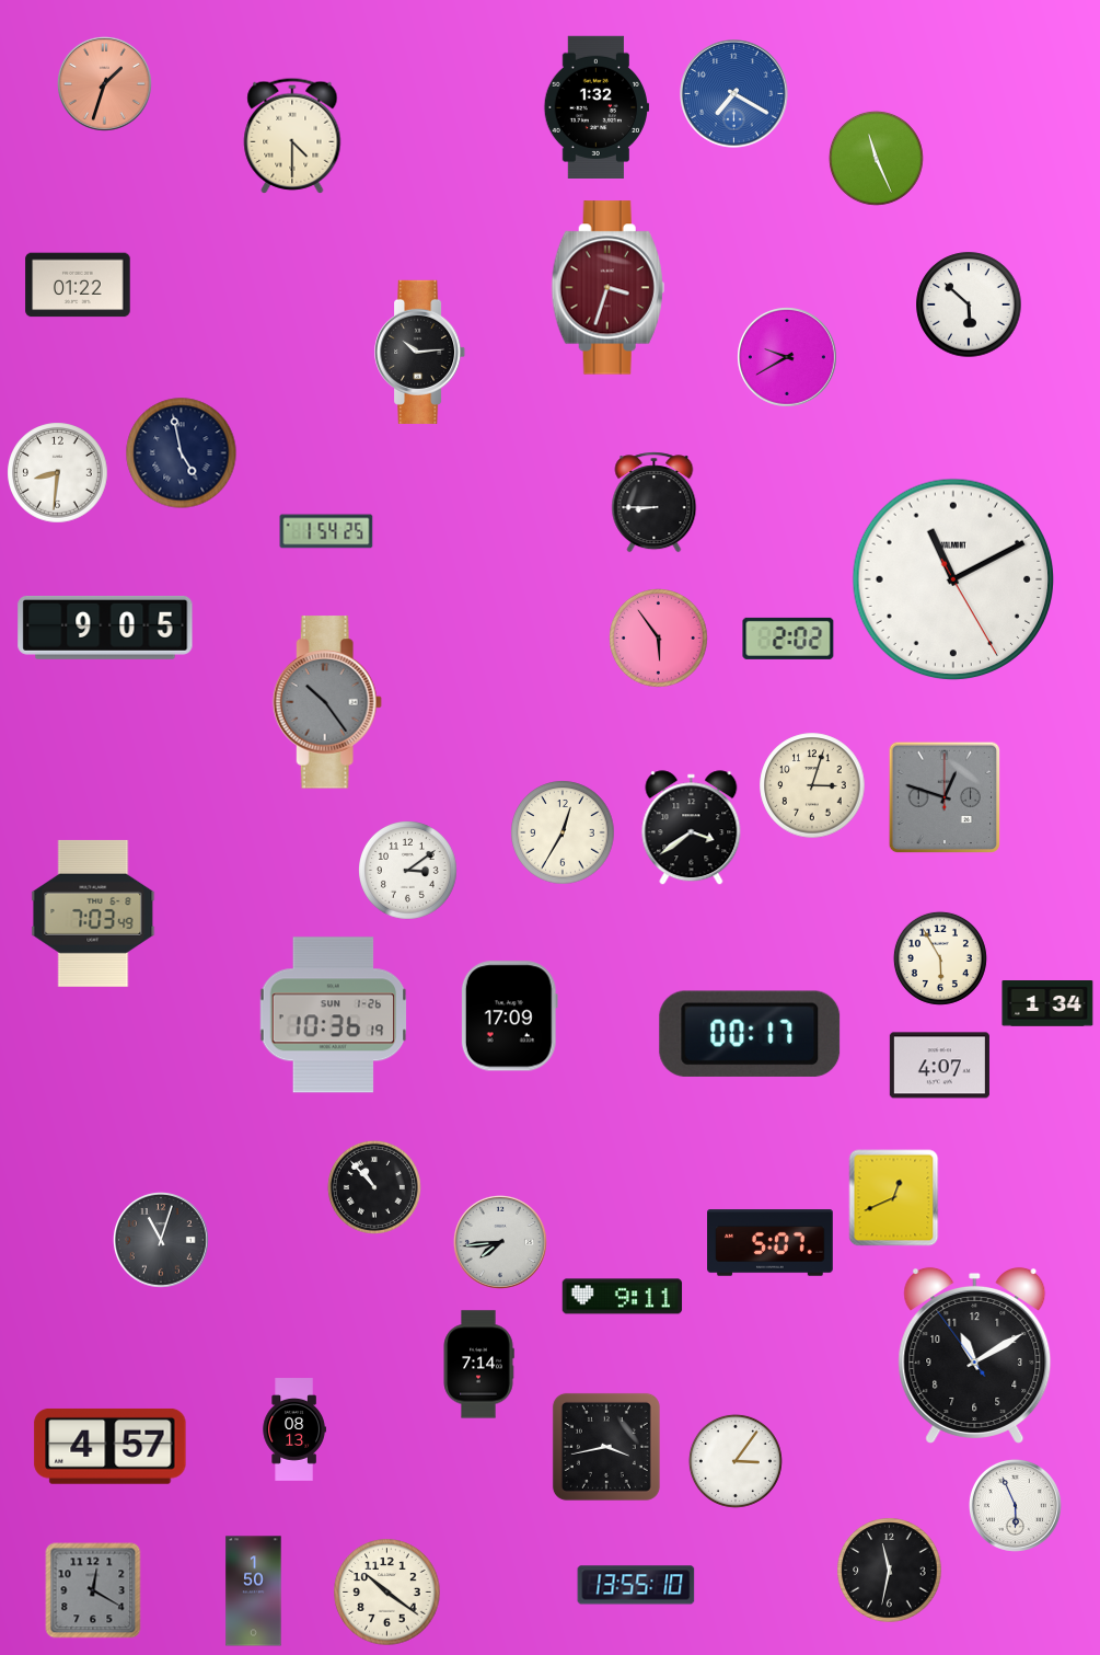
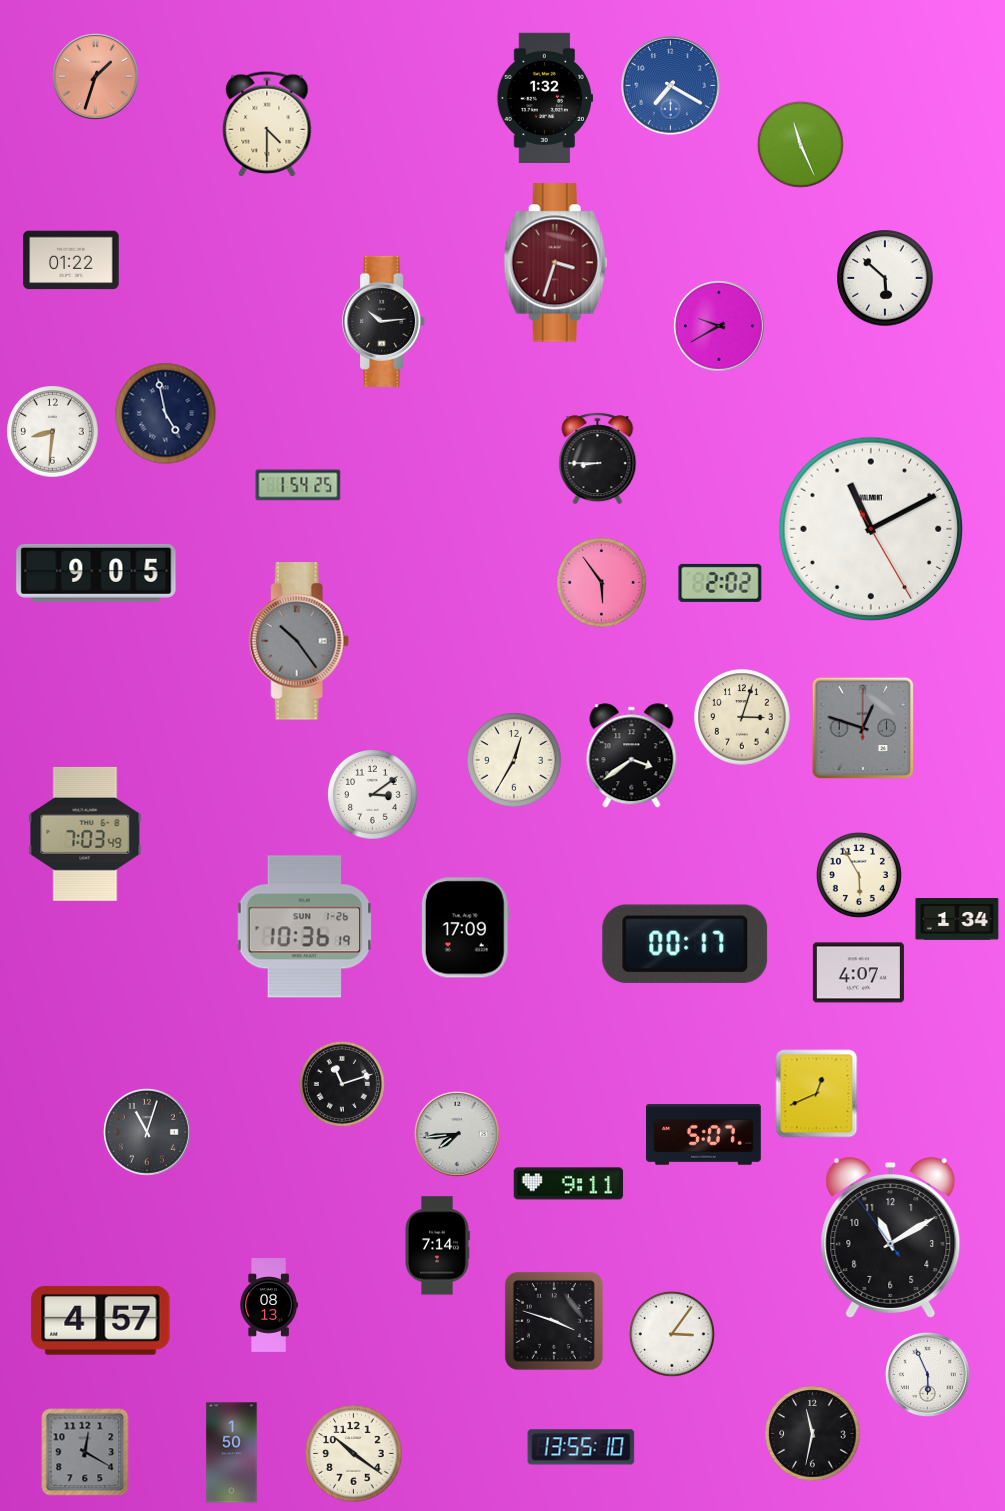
clock at (1047, 1004) position: (1047, 1004) -> (957, 920)
clock at (374, 1187): 10:53 -> 11:12
clock at (606, 1447): 3:43 -> 3:48
